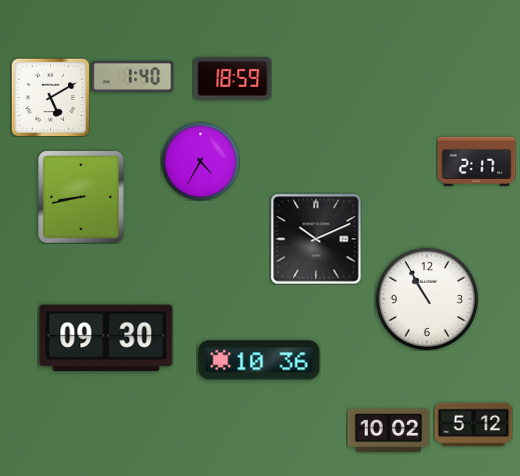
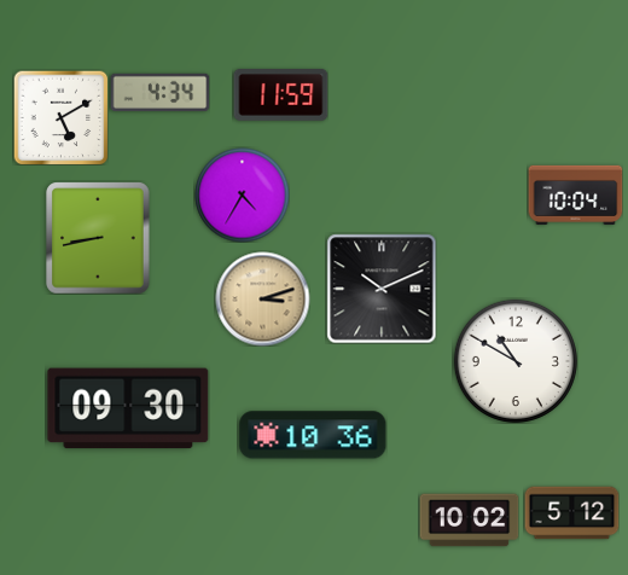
clock at (132, 76): 1:40 -> 4:34
clock at (232, 79): 18:59 -> 11:59
clock at (476, 161): 2:17 -> 10:04
clock at (262, 298): none -> 3:12
clock at (427, 299): 10:55 -> 10:50
